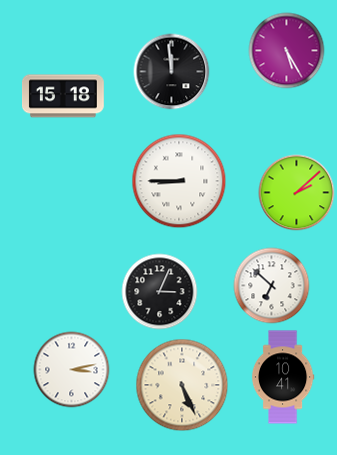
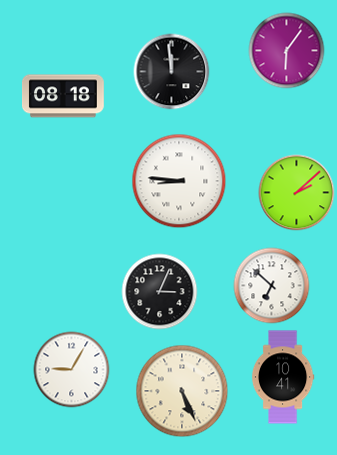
clock at (287, 51): 5:25 -> 6:06
clock at (64, 96): 15:18 -> 08:18
clock at (179, 181): 8:45 -> 8:46
clock at (72, 370): 3:13 -> 9:05
clock at (182, 385) position: (182, 385) -> (182, 391)
